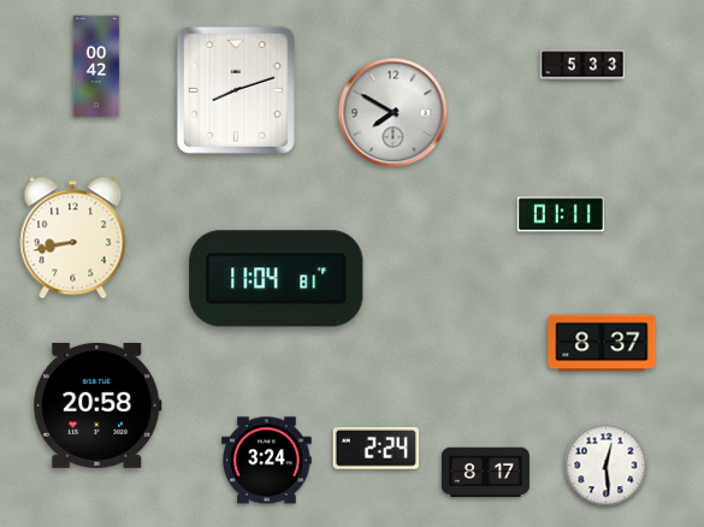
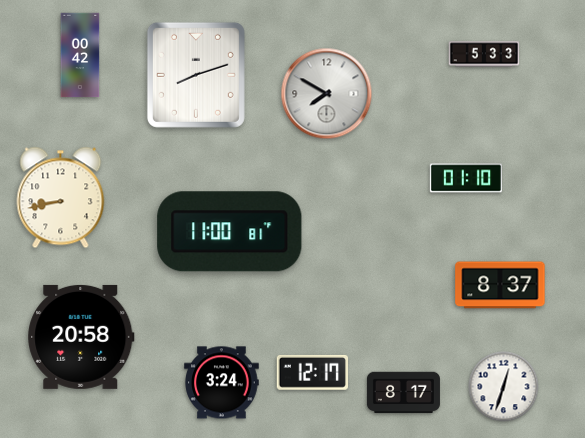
clock at (561, 214): 01:11 -> 01:10
clock at (277, 279): 11:04 -> 11:00
clock at (375, 448): 2:24 -> 12:17
clock at (607, 466): 12:29 -> 12:33
